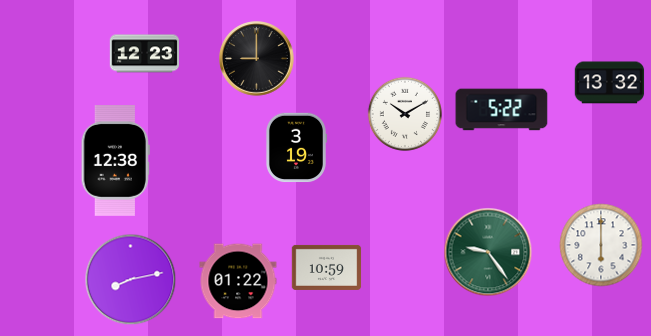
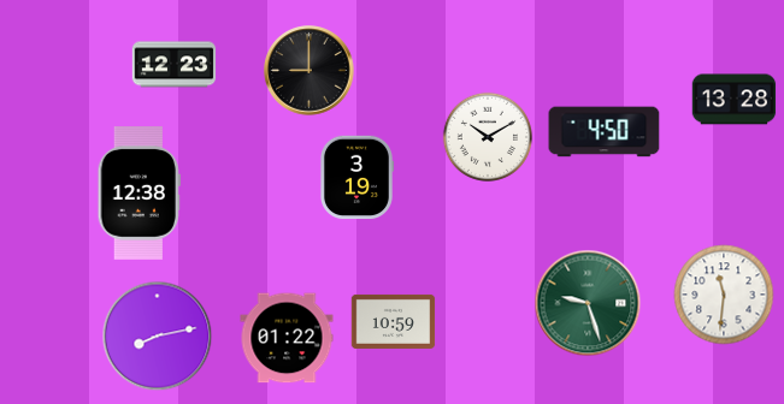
clock at (610, 83): 13:32 -> 13:28
clock at (502, 110): 5:22 -> 4:50
clock at (601, 245): 6:00 -> 11:31
clock at (488, 252): 9:24 -> 9:27
